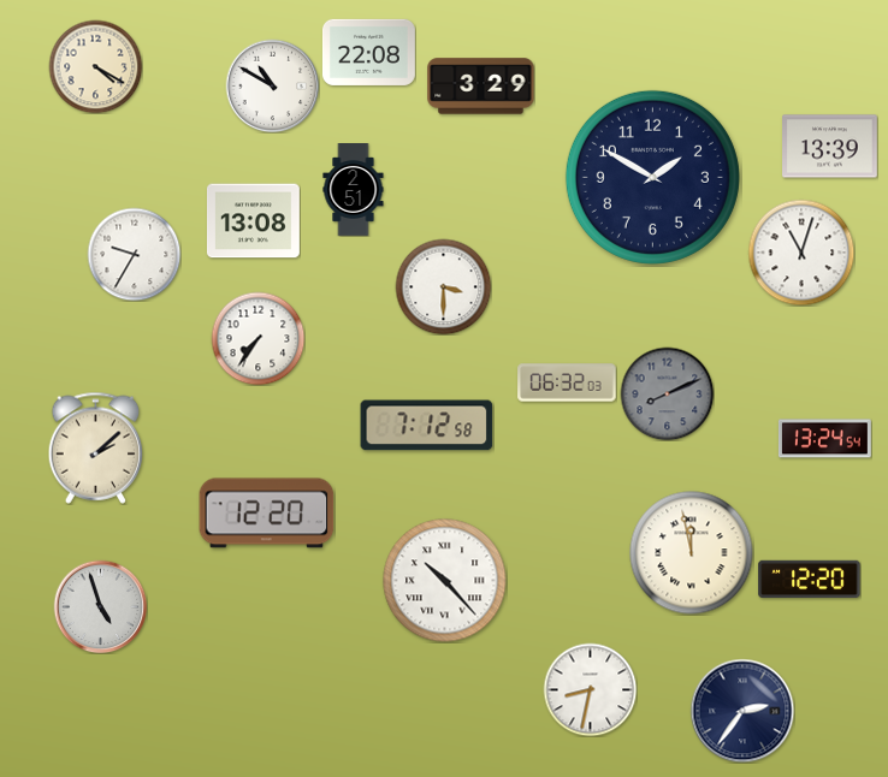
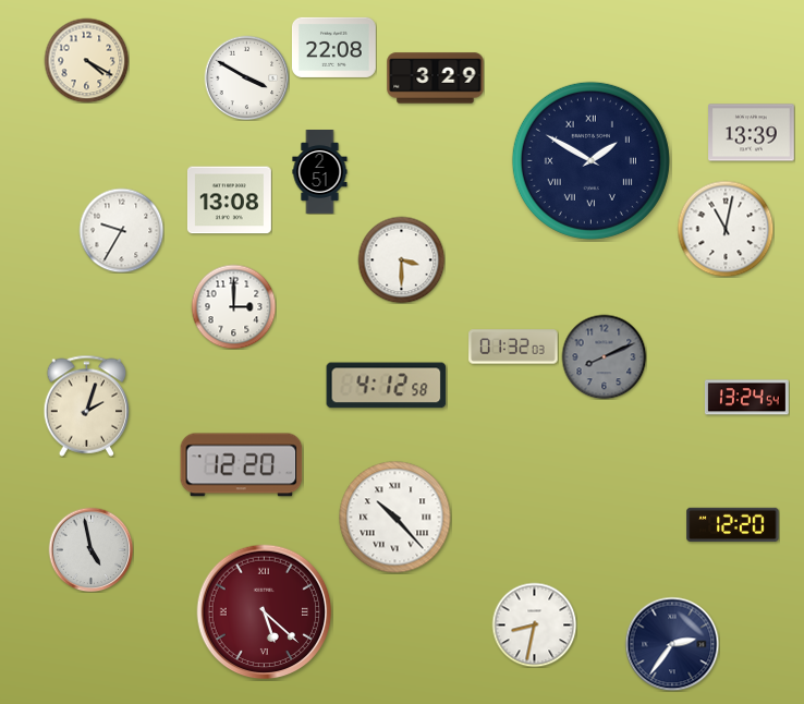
clock at (272, 85): 10:50 -> 3:50
clock at (652, 177) numerals: Arabic -> Roman
clock at (801, 253): 11:03 -> 11:02
clock at (257, 338): 7:36 -> 3:00
clock at (567, 382): 06:32 -> 01:32
clock at (427, 426): 7:12 -> 4:12
clock at (96, 447): 2:08 -> 2:03
clock at (692, 553): 11:58 -> none
clock at (445, 581) position: (445, 581) -> (395, 518)
clock at (100, 606): 4:57 -> 4:58
clock at (265, 612): none -> 5:22
